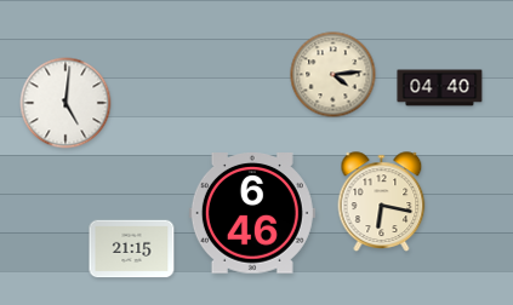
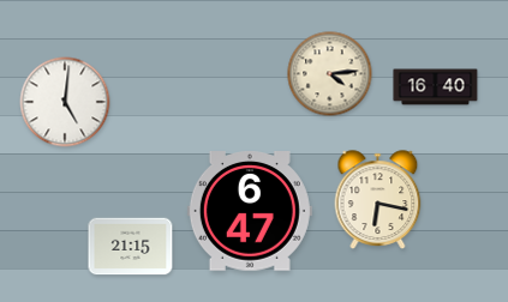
clock at (440, 88): 04:40 -> 16:40
clock at (252, 214): 6:46 -> 6:47
